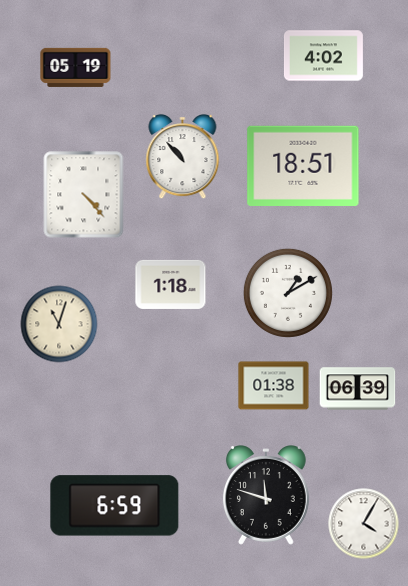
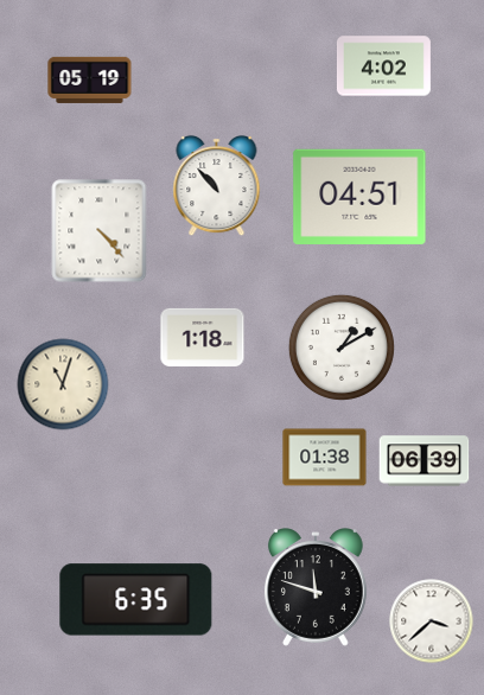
clock at (303, 166): 18:51 -> 04:51
clock at (59, 324) position: (59, 324) -> (63, 384)
clock at (115, 506): 6:59 -> 6:35
clock at (364, 524): 4:05 -> 3:38
